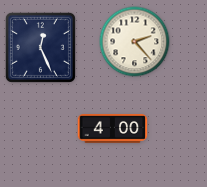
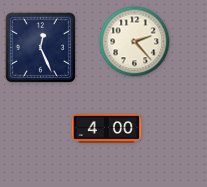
clock at (113, 129) position: (113, 129) -> (107, 129)
